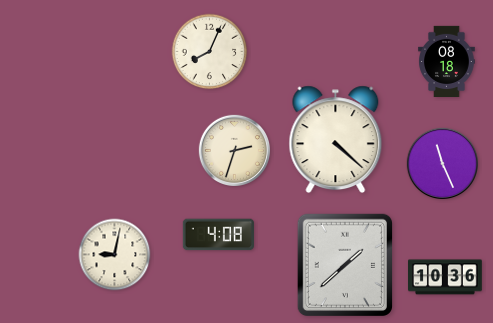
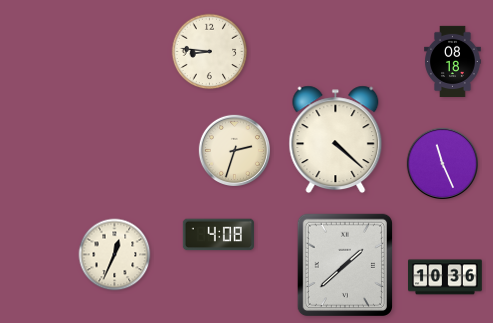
clock at (210, 52): 8:04 -> 8:46
clock at (447, 61) position: (447, 61) -> (453, 61)
clock at (115, 255): 9:02 -> 12:34
